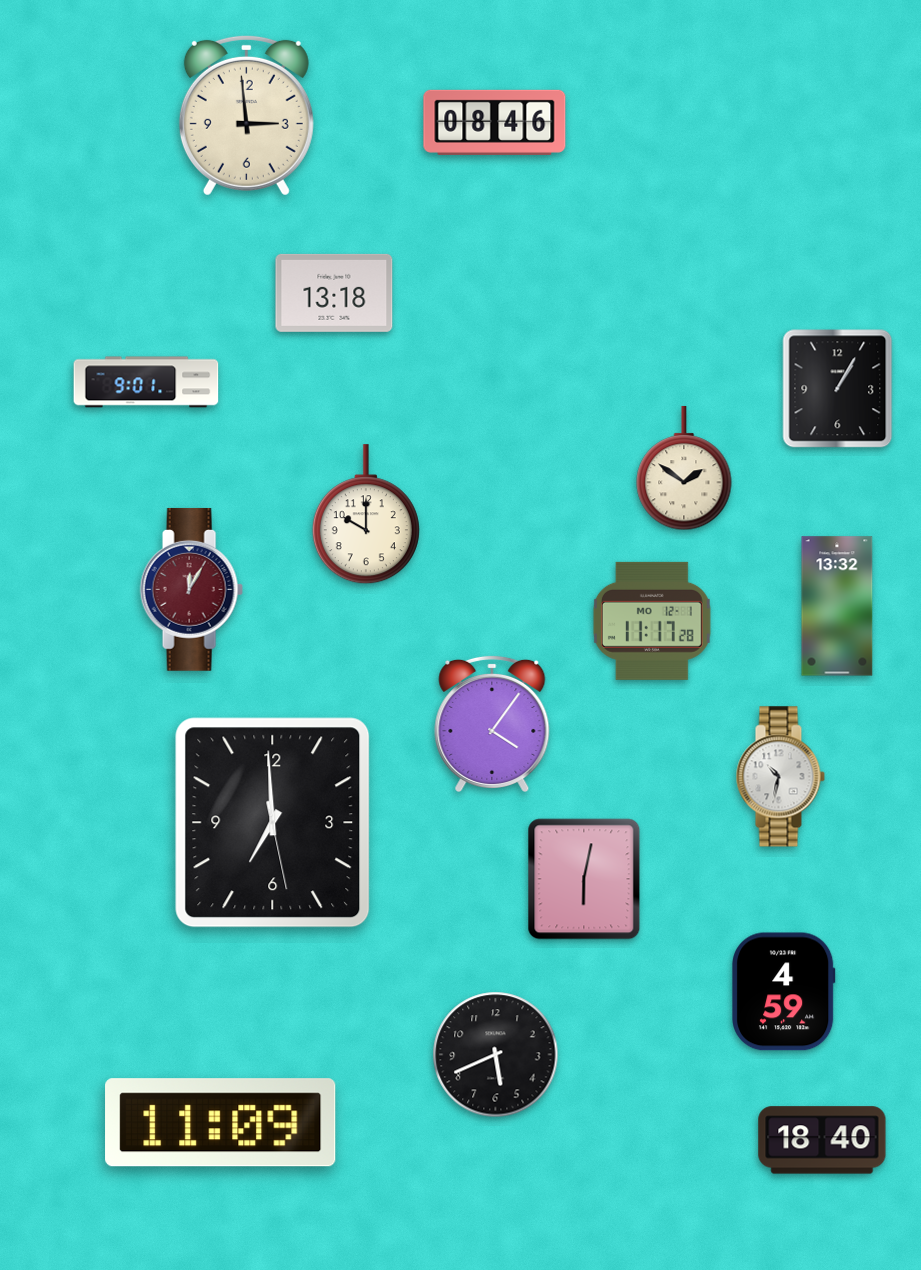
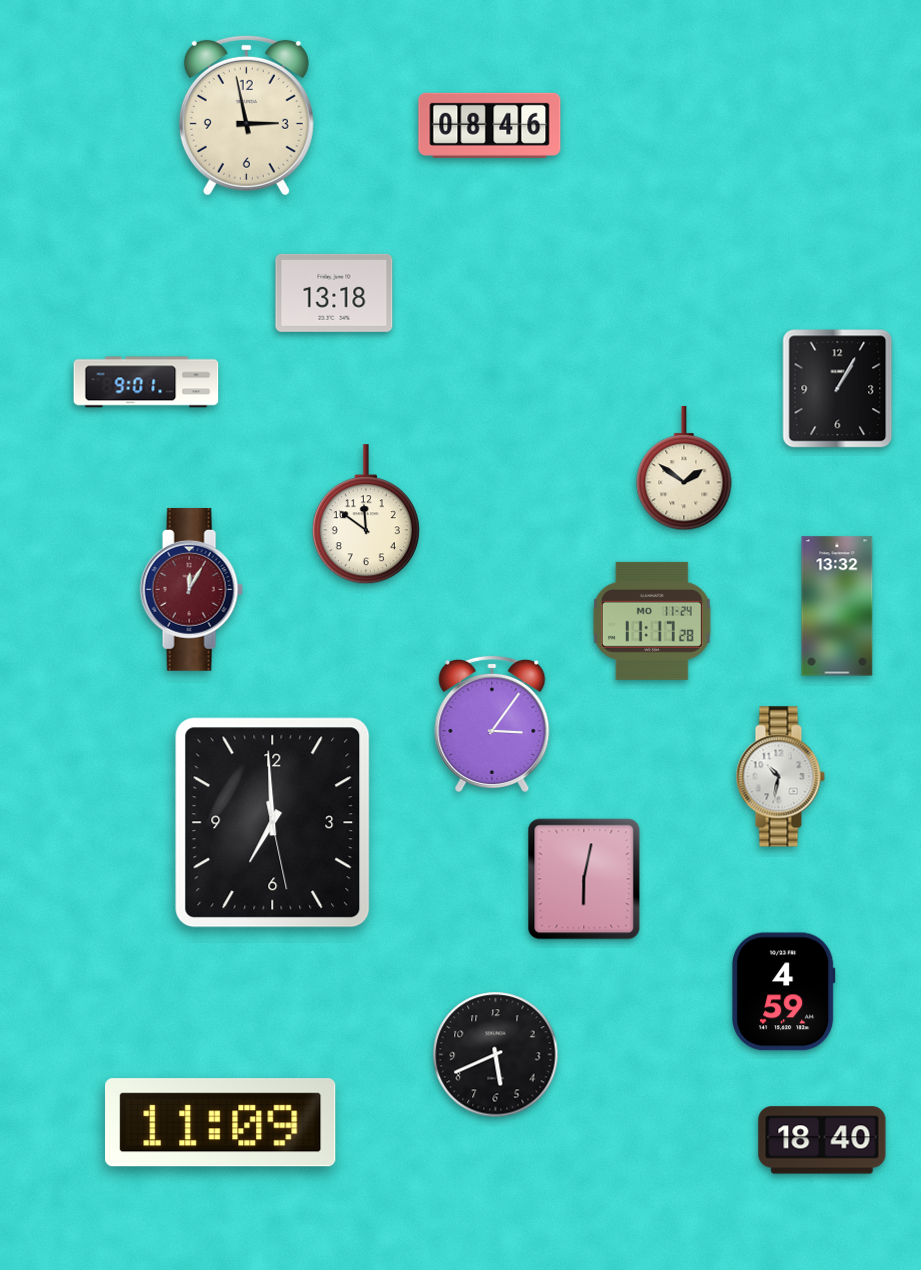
clock at (246, 115): 2:59 -> 2:58
clock at (495, 122) position: (495, 122) -> (490, 125)
clock at (366, 515): 10:00 -> 11:51
clock at (652, 621) date: MO 12-1 -> MO 11-24
clock at (492, 723): 4:06 -> 3:06
